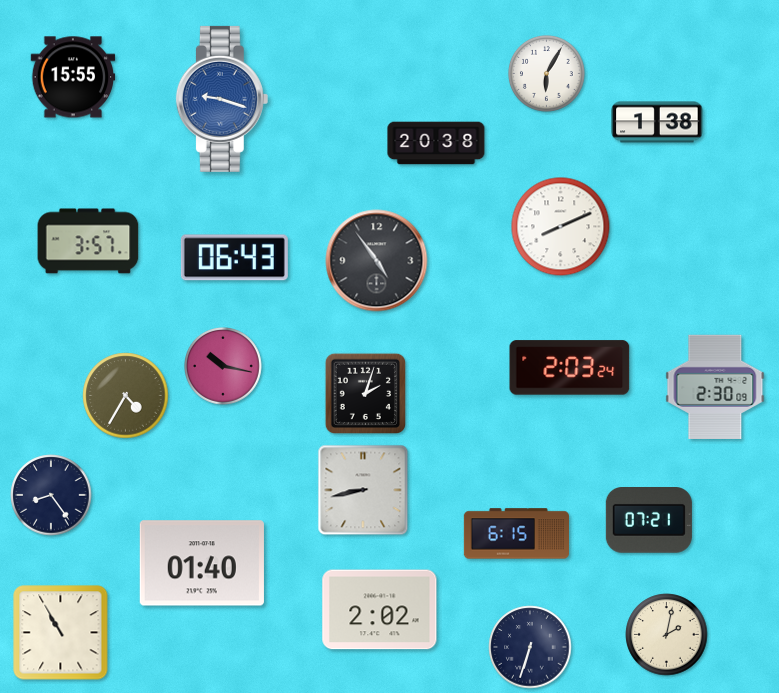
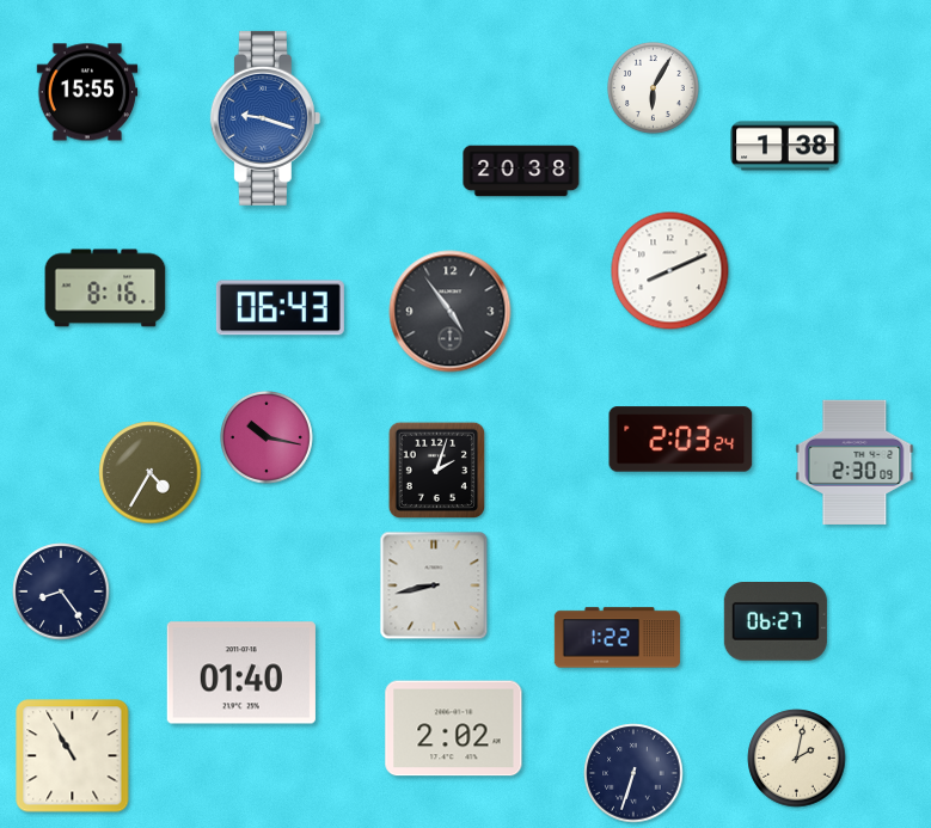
clock at (88, 241): 3:57 -> 8:16
clock at (649, 521): 07:21 -> 06:27
clock at (516, 534): 6:15 -> 1:22
